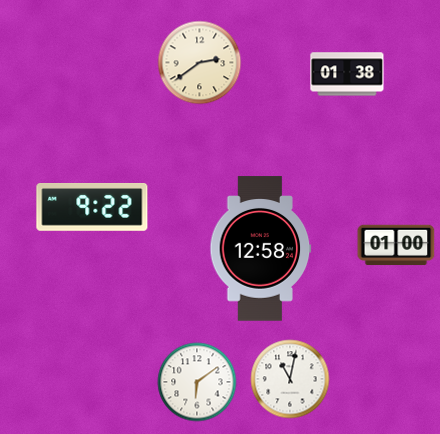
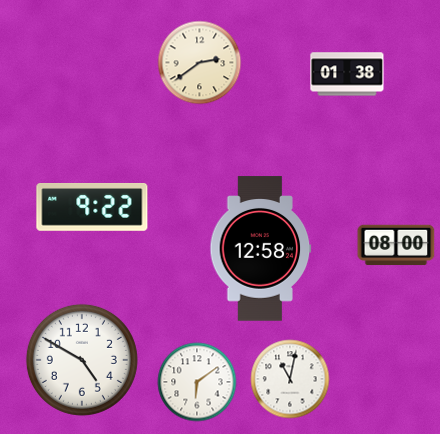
clock at (396, 245): 01:00 -> 08:00
clock at (82, 360): none -> 4:50
